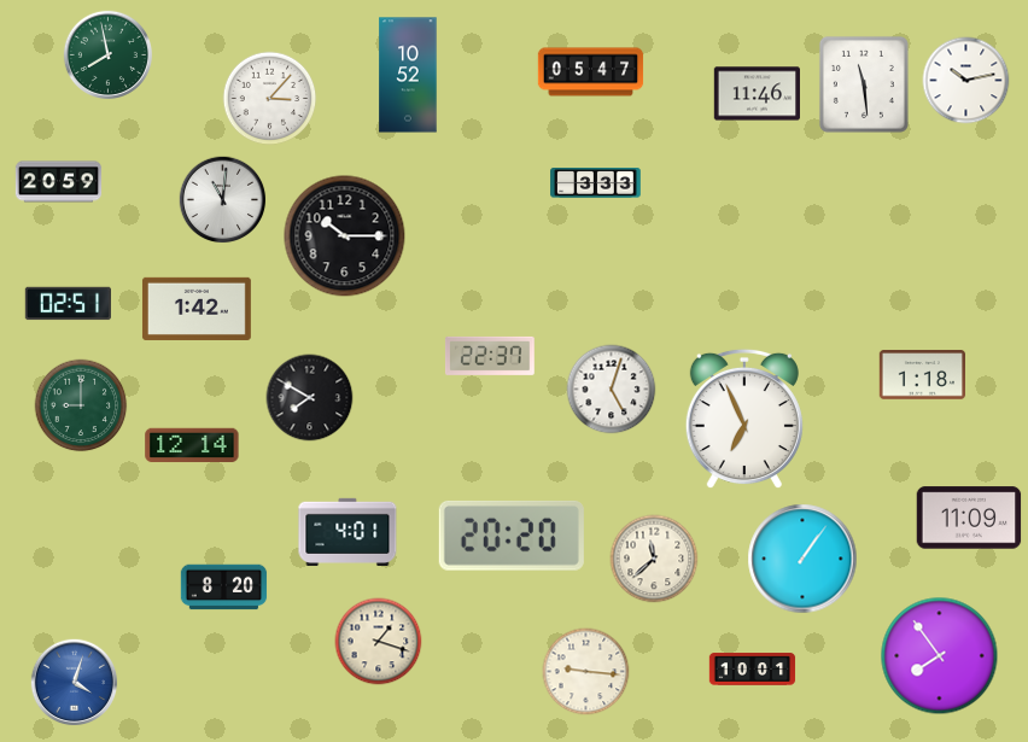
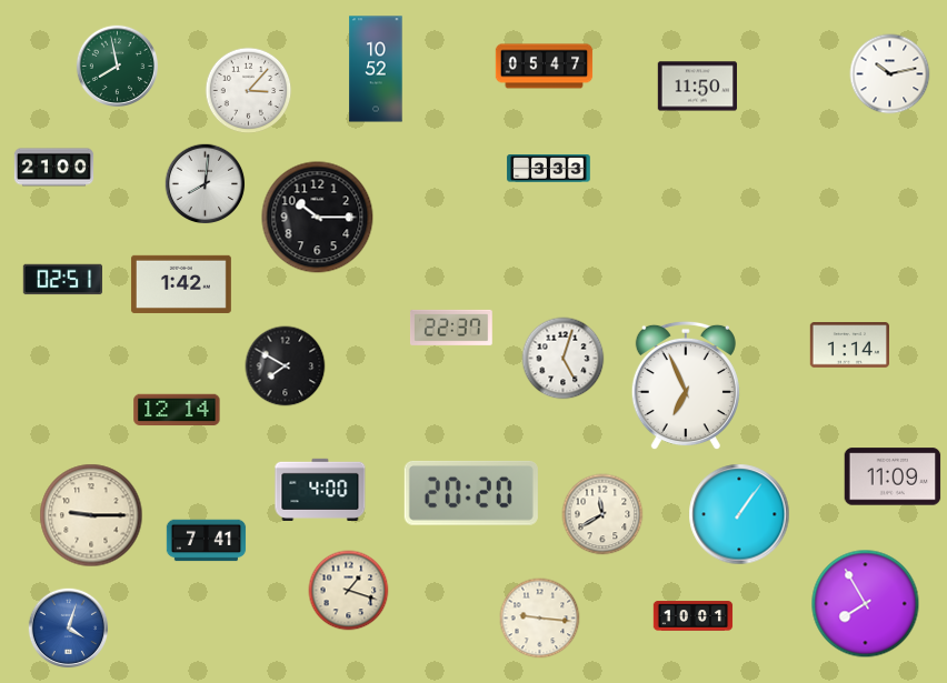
clock at (107, 54) position: (107, 54) -> (117, 66)
clock at (864, 84): 11:29 -> none
clock at (757, 94): 11:46 -> 11:50
clock at (59, 182): 20:59 -> 21:00
clock at (223, 200): 11:01 -> 8:01
clock at (922, 375): 1:18 -> 1:14
clock at (81, 405): 9:00 -> none
clock at (347, 532): 4:01 -> 4:00
clock at (654, 559): 11:38 -> 11:40
clock at (91, 515): none -> 9:15
clock at (224, 588): 8:20 -> 7:41
clock at (940, 656): 7:54 -> 7:55
